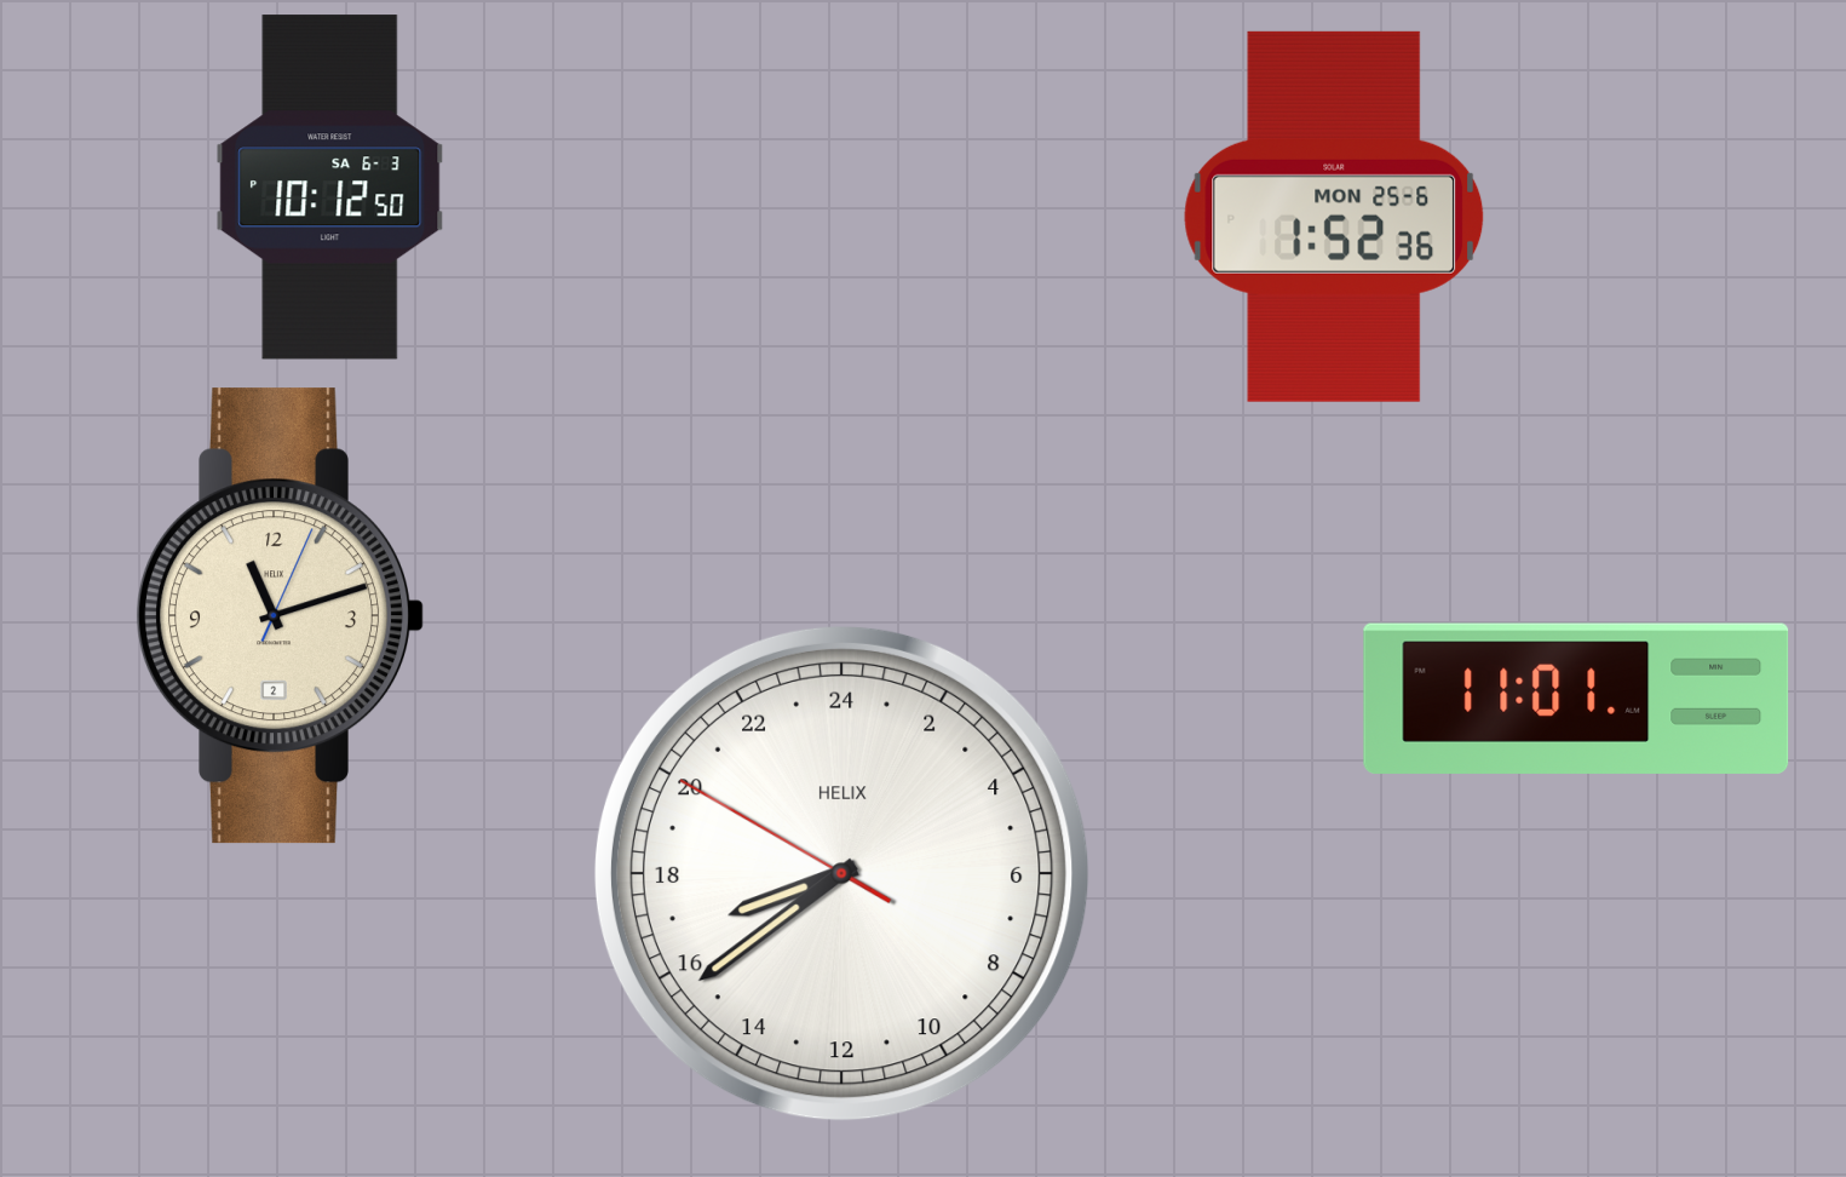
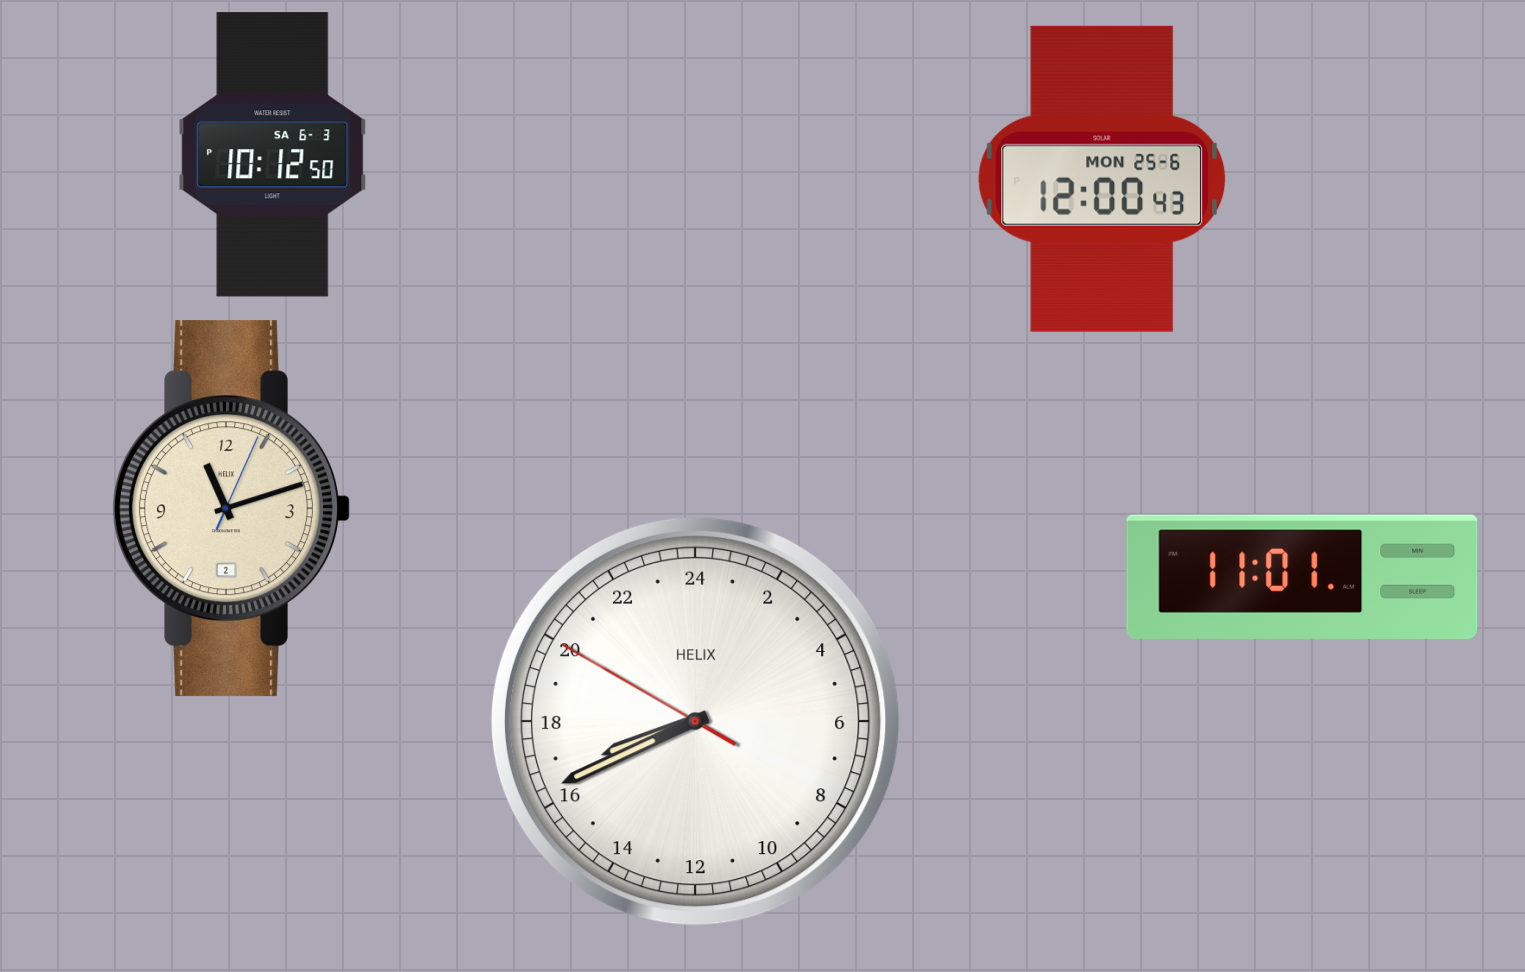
clock at (1334, 217): 1:52 -> 12:00
clock at (841, 873): 16:38 -> 16:40
